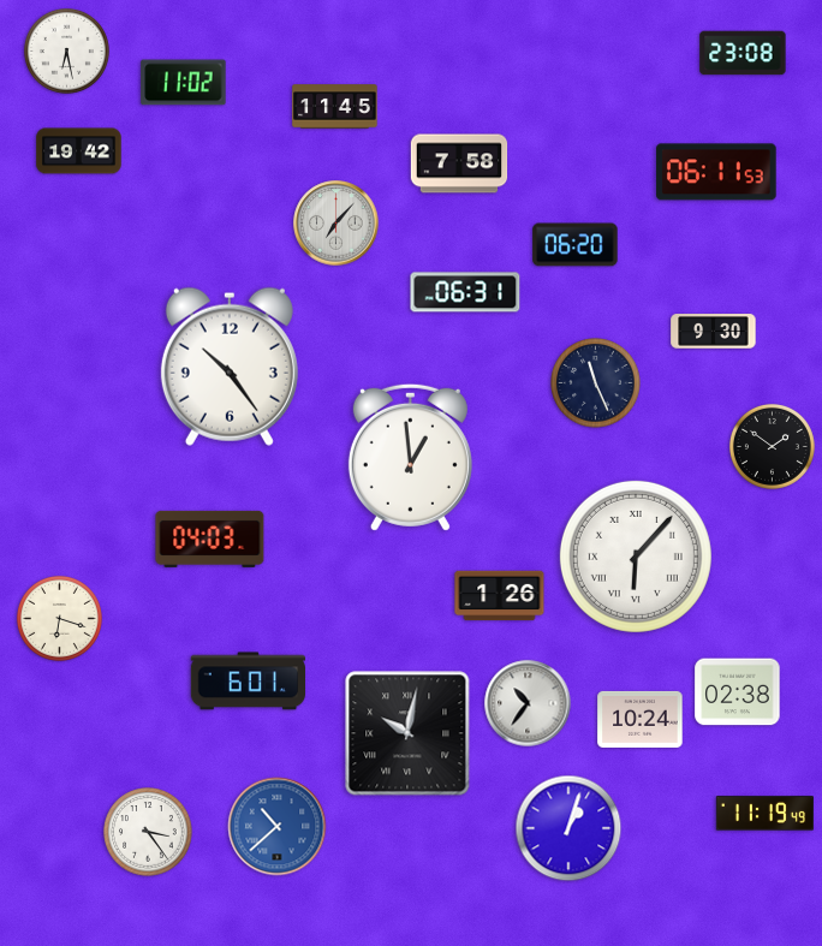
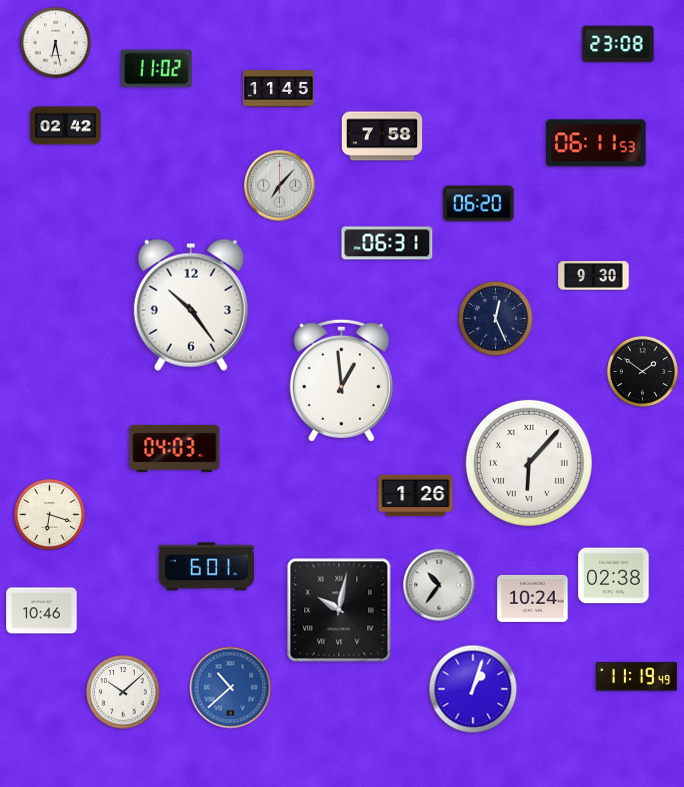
clock at (184, 83) position: (184, 83) -> (157, 69)
clock at (79, 151): 19:42 -> 02:42
clock at (596, 383): 11:26 -> 12:26
clock at (42, 611): none -> 10:46
clock at (148, 832): 3:24 -> 10:08
